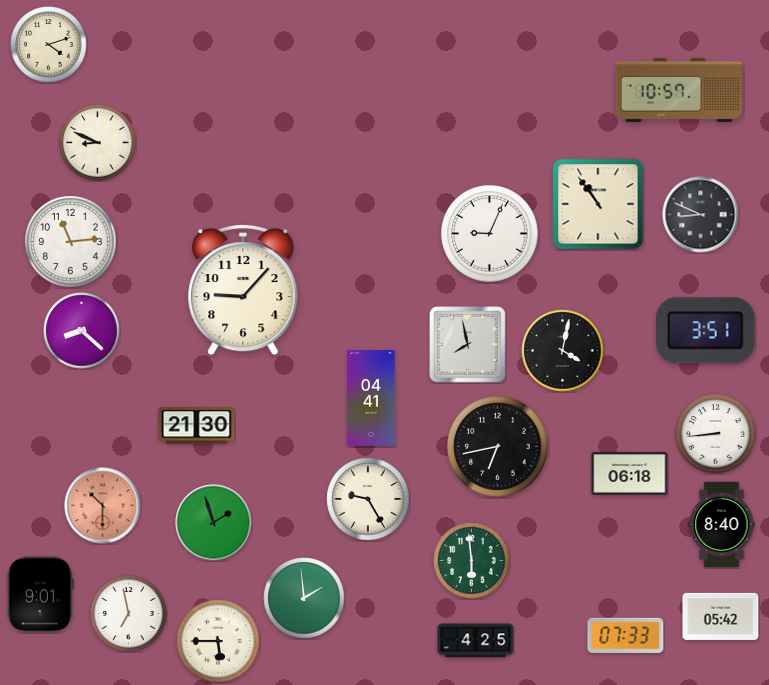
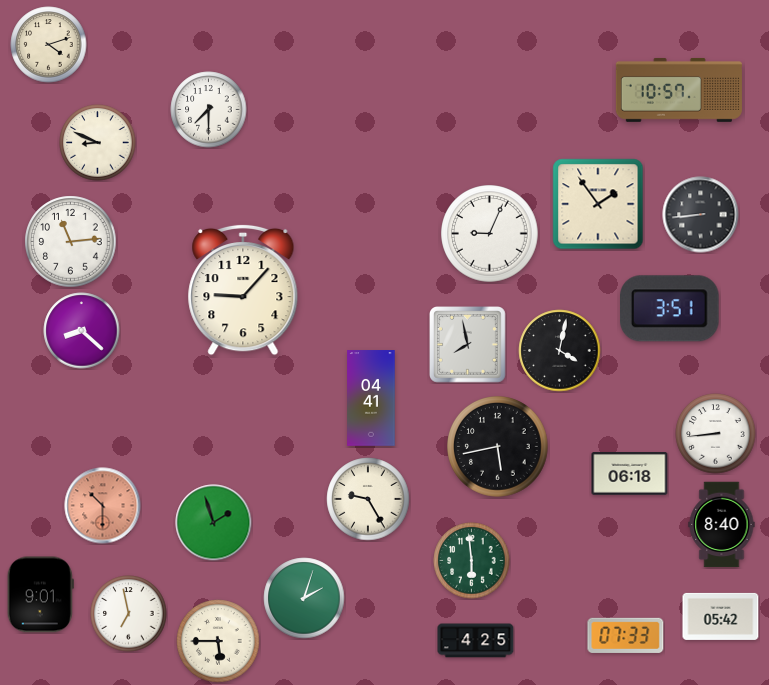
clock at (209, 110): none -> 7:30
clock at (598, 204): 10:54 -> 1:54
clock at (701, 215): 8:49 -> 8:44
clock at (706, 331) position: (706, 331) -> (670, 309)
clock at (563, 351) position: (563, 351) -> (560, 351)
clock at (197, 426): 21:30 -> none
clock at (498, 447): 6:43 -> 5:43
clock at (304, 598): 1:59 -> 2:03
